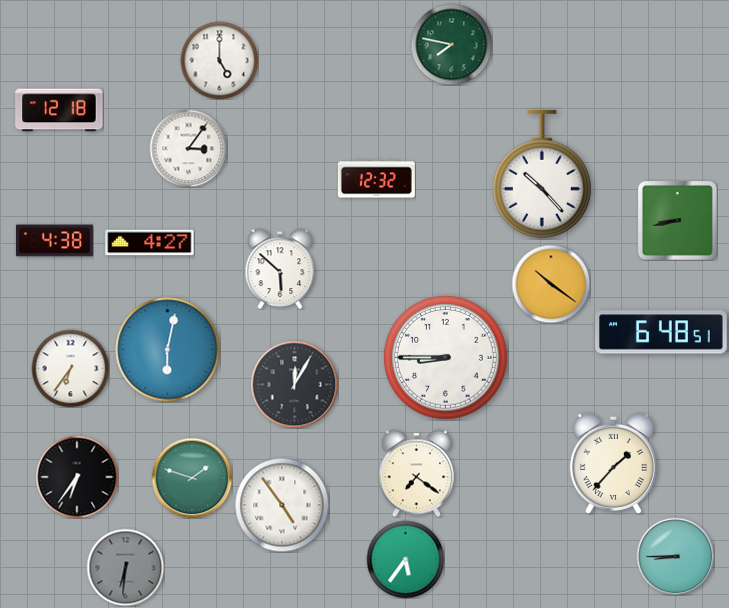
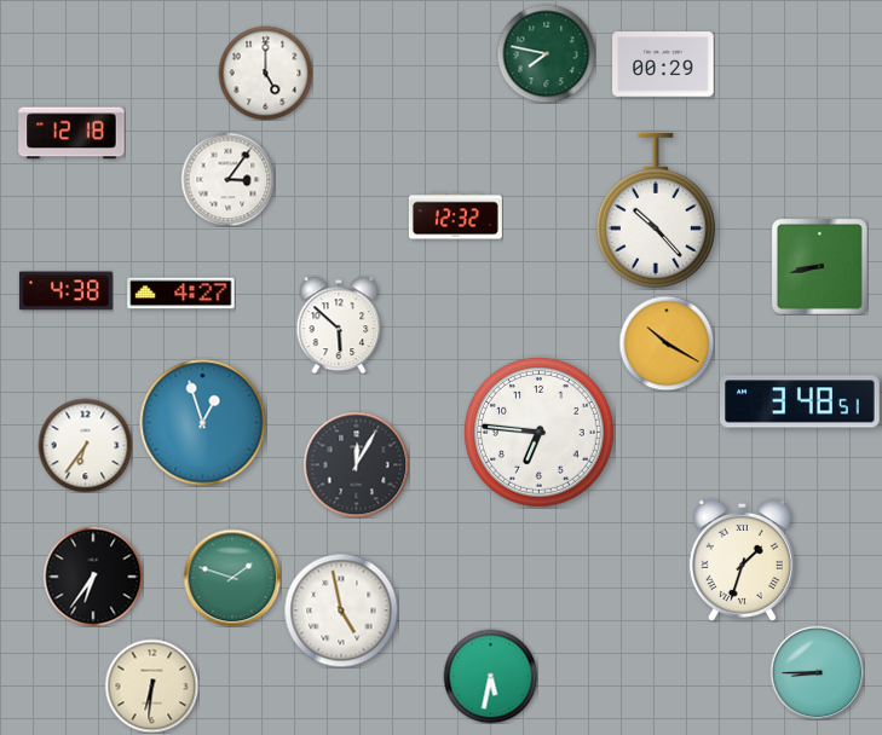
clock at (663, 64): none -> 00:29
clock at (551, 284): 10:21 -> 10:20
clock at (662, 332): 6:48 -> 3:48
clock at (168, 350): 6:02 -> 12:57
clock at (446, 358): 8:45 -> 6:46
clock at (613, 463): 1:37 -> 1:33
clock at (416, 473): 7:21 -> none
clock at (282, 505): 4:54 -> 4:58
clock at (405, 559): 5:36 -> 5:32
clock at (125, 567) dial: grey -> cream
